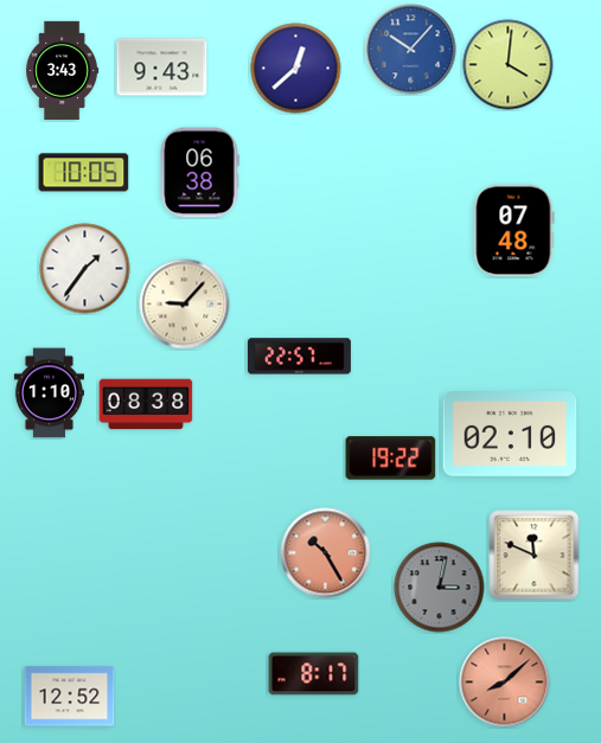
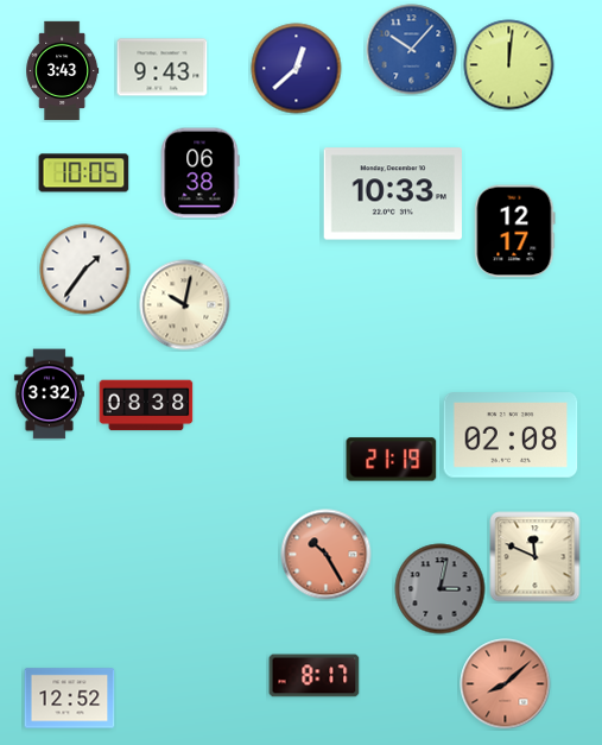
clock at (509, 65): 4:01 -> 12:01
clock at (392, 194): none -> 10:33
clock at (514, 231): 07:48 -> 12:17
clock at (185, 305): 9:07 -> 10:02
clock at (299, 357): 22:57 -> none
clock at (49, 393): 1:10 -> 3:32
clock at (510, 434): 02:10 -> 02:08
clock at (391, 459): 19:22 -> 21:19
